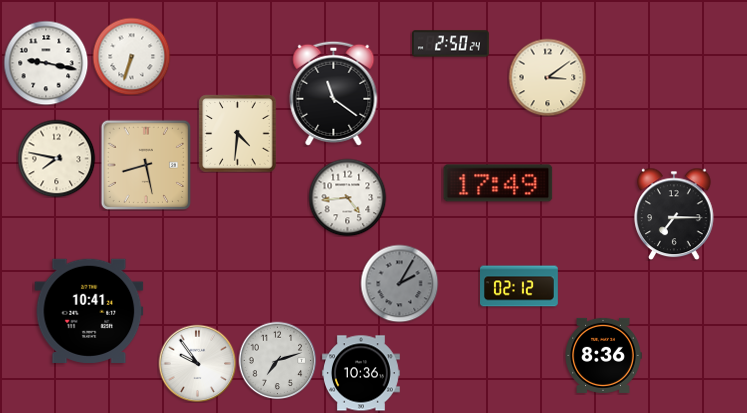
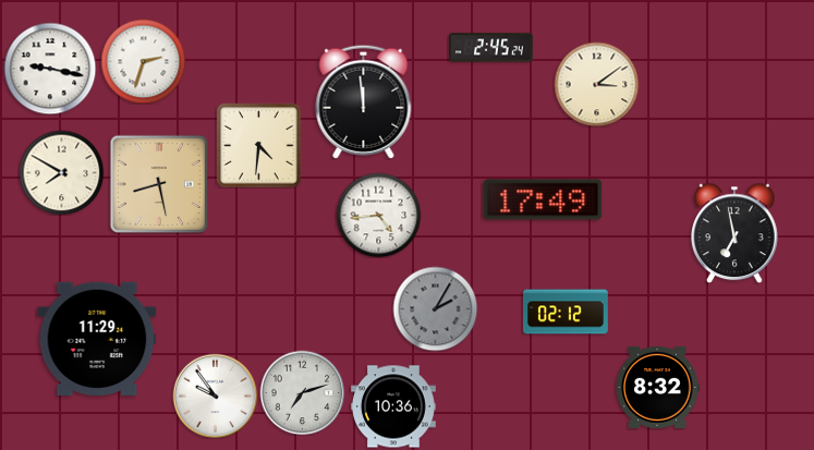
clock at (450, 44): 2:50 -> 2:45
clock at (131, 56): 6:33 -> 2:33
clock at (334, 93): 11:21 -> 11:59
clock at (56, 158): 7:47 -> 7:50
clock at (145, 164) position: (145, 164) -> (158, 183)
clock at (674, 214): 7:15 -> 6:58
clock at (89, 311): 10:41 -> 11:29
clock at (603, 355): 8:36 -> 8:32
